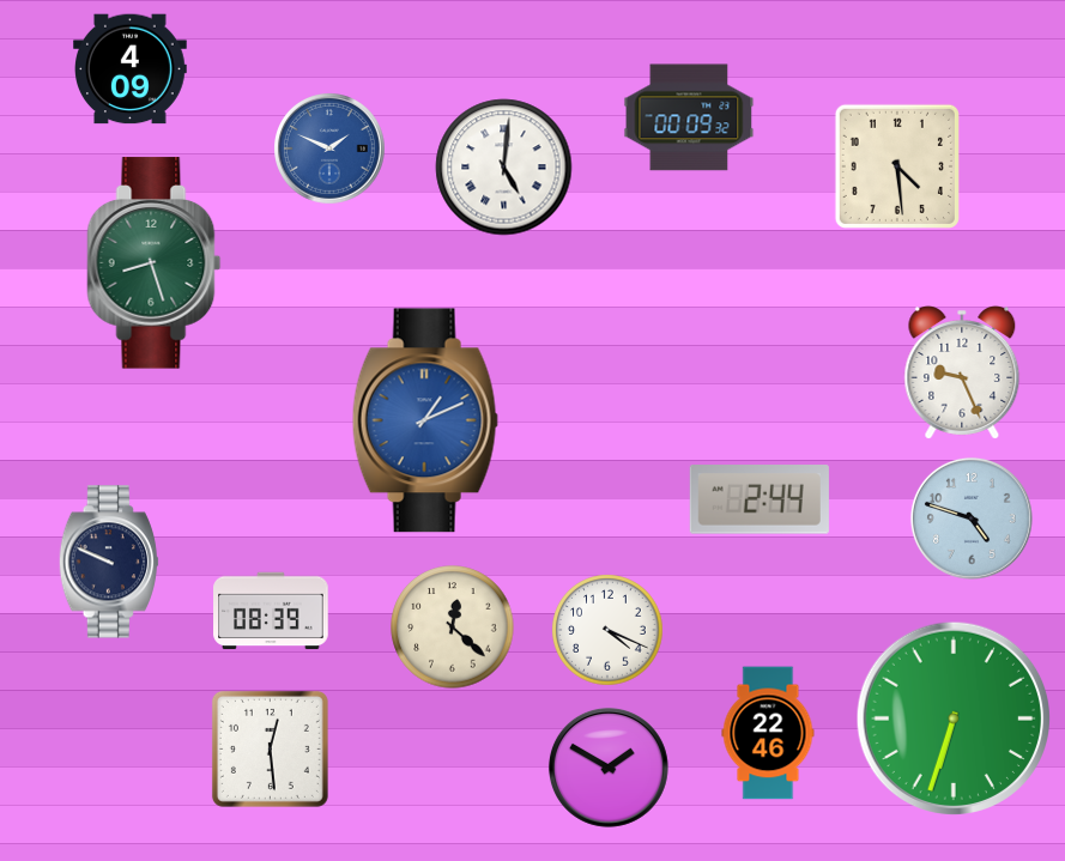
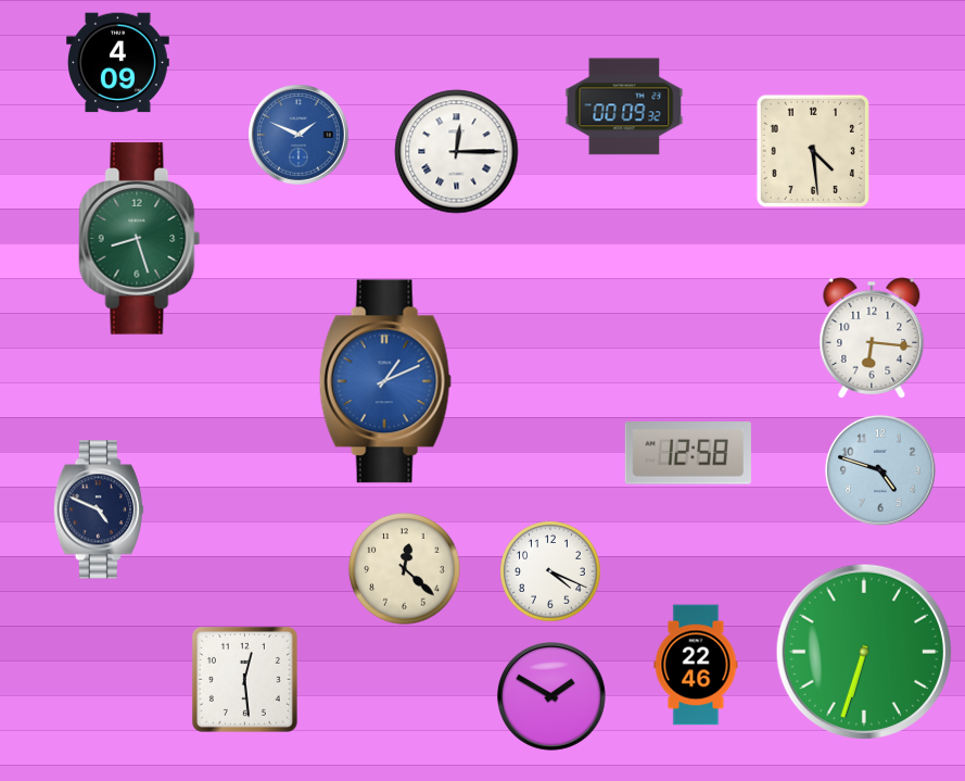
clock at (504, 168): 5:01 -> 12:15
clock at (962, 372): 9:26 -> 6:16
clock at (760, 499): 2:44 -> 12:58
clock at (109, 562): 9:49 -> 4:49
clock at (271, 611): 08:39 -> none
clock at (453, 627) position: (453, 627) -> (405, 569)
